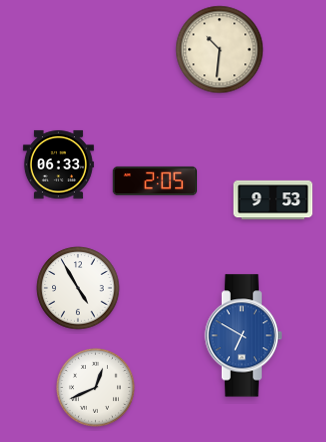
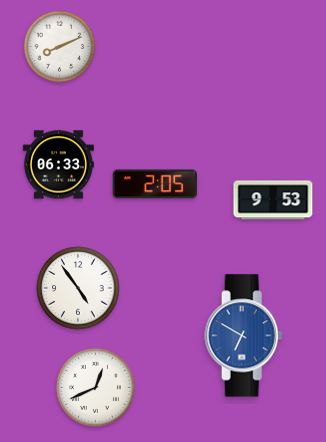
clock at (60, 47): none -> 8:11
clock at (220, 50): 10:31 -> none
clock at (154, 181) position: (154, 181) -> (154, 184)
clock at (78, 288): 4:55 -> 4:54
